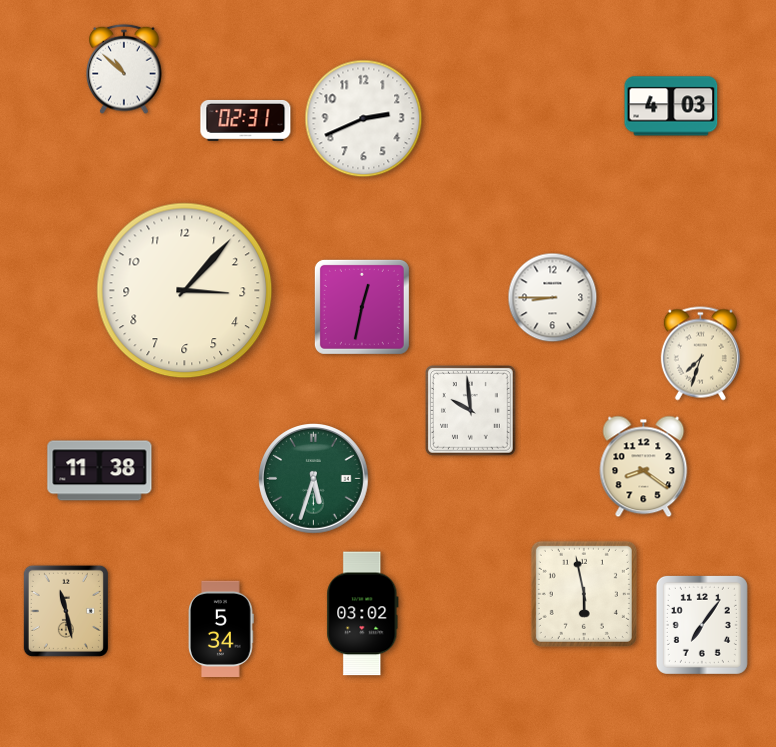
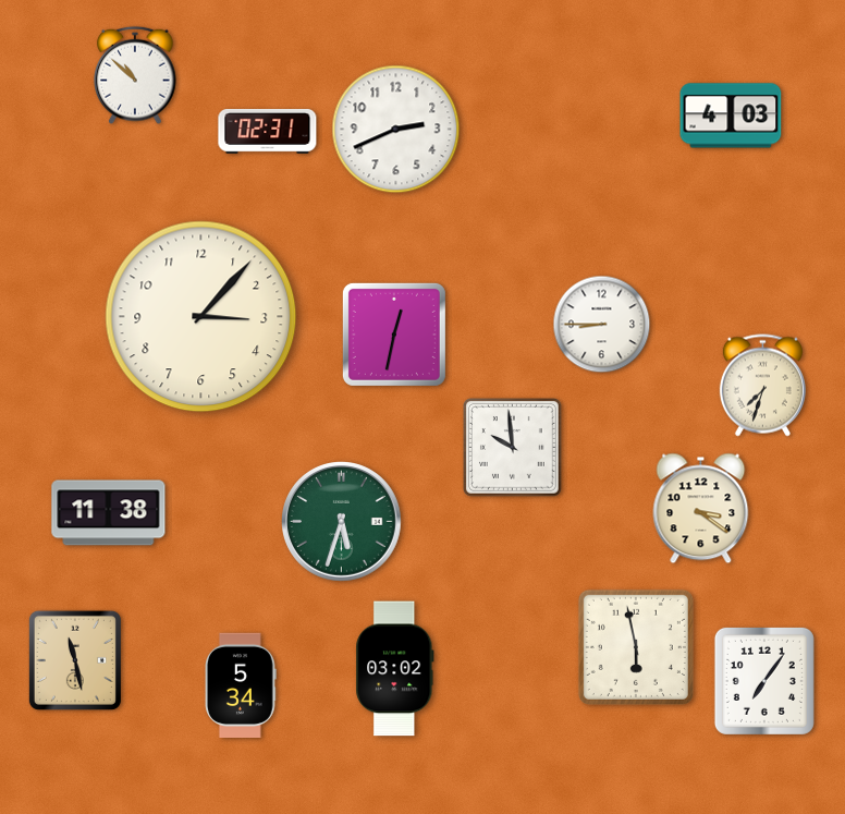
clock at (644, 467): 8:21 -> 3:21
clock at (66, 611) position: (66, 611) -> (75, 660)
